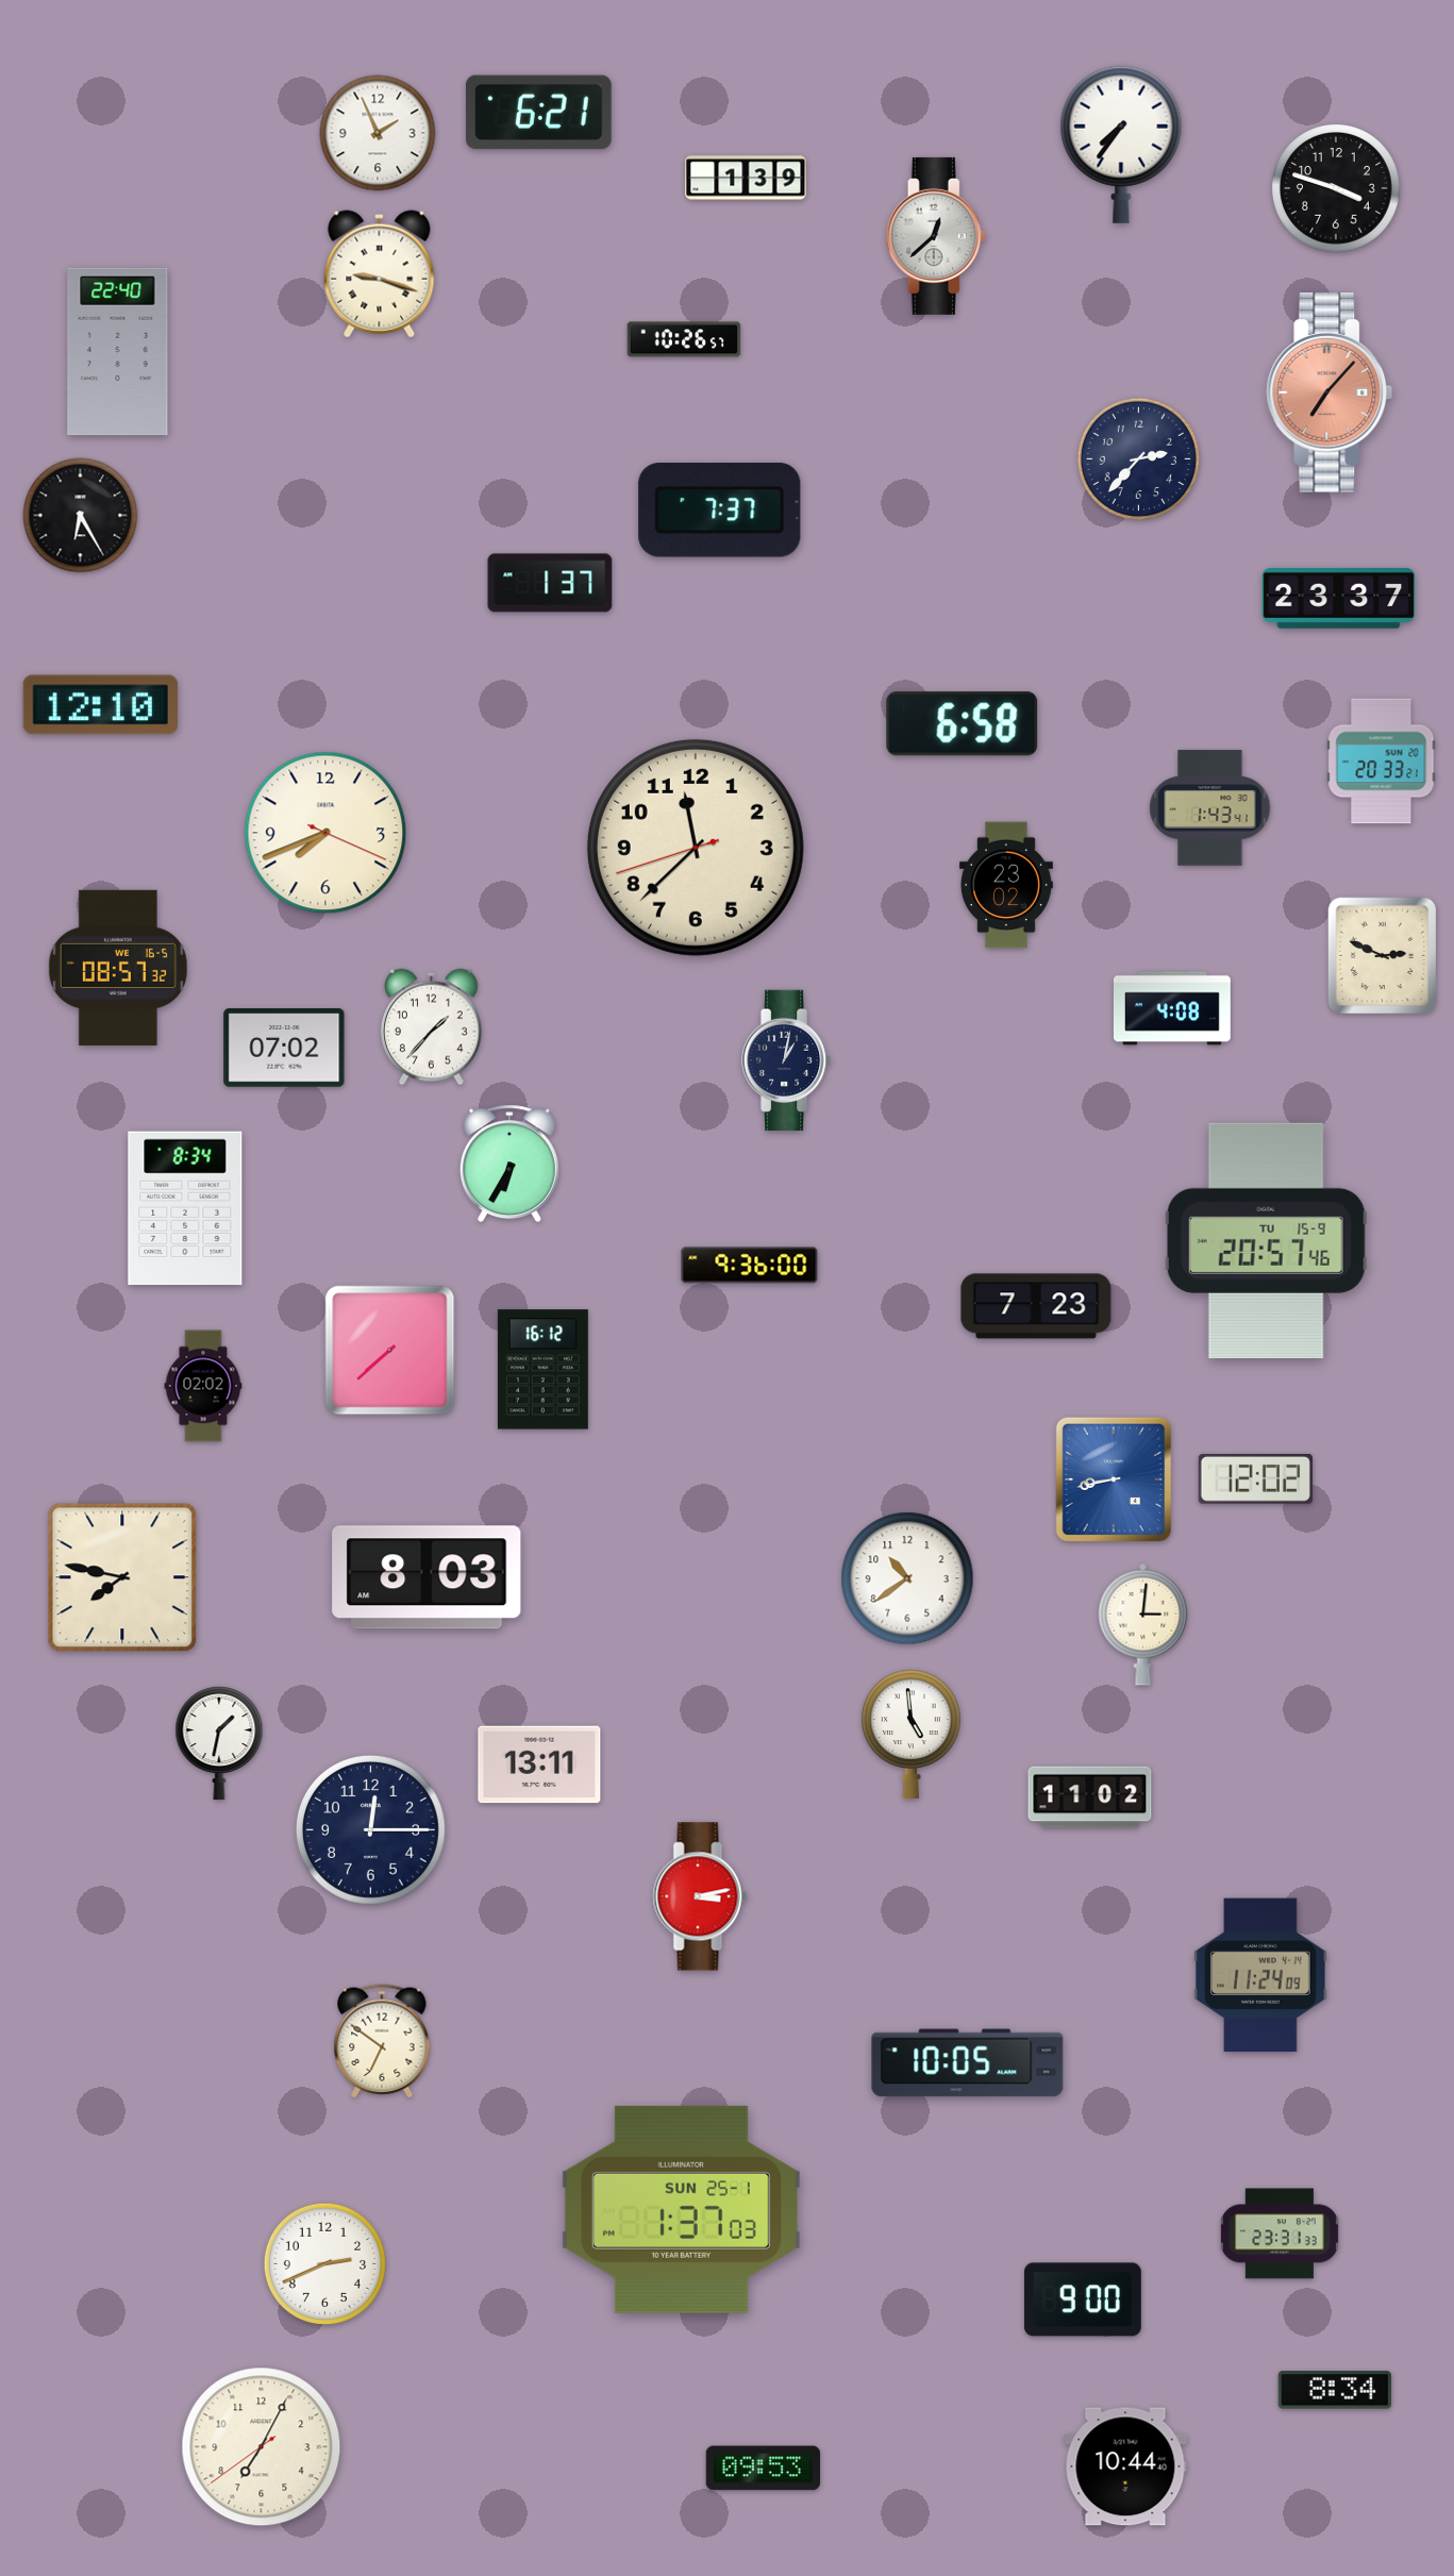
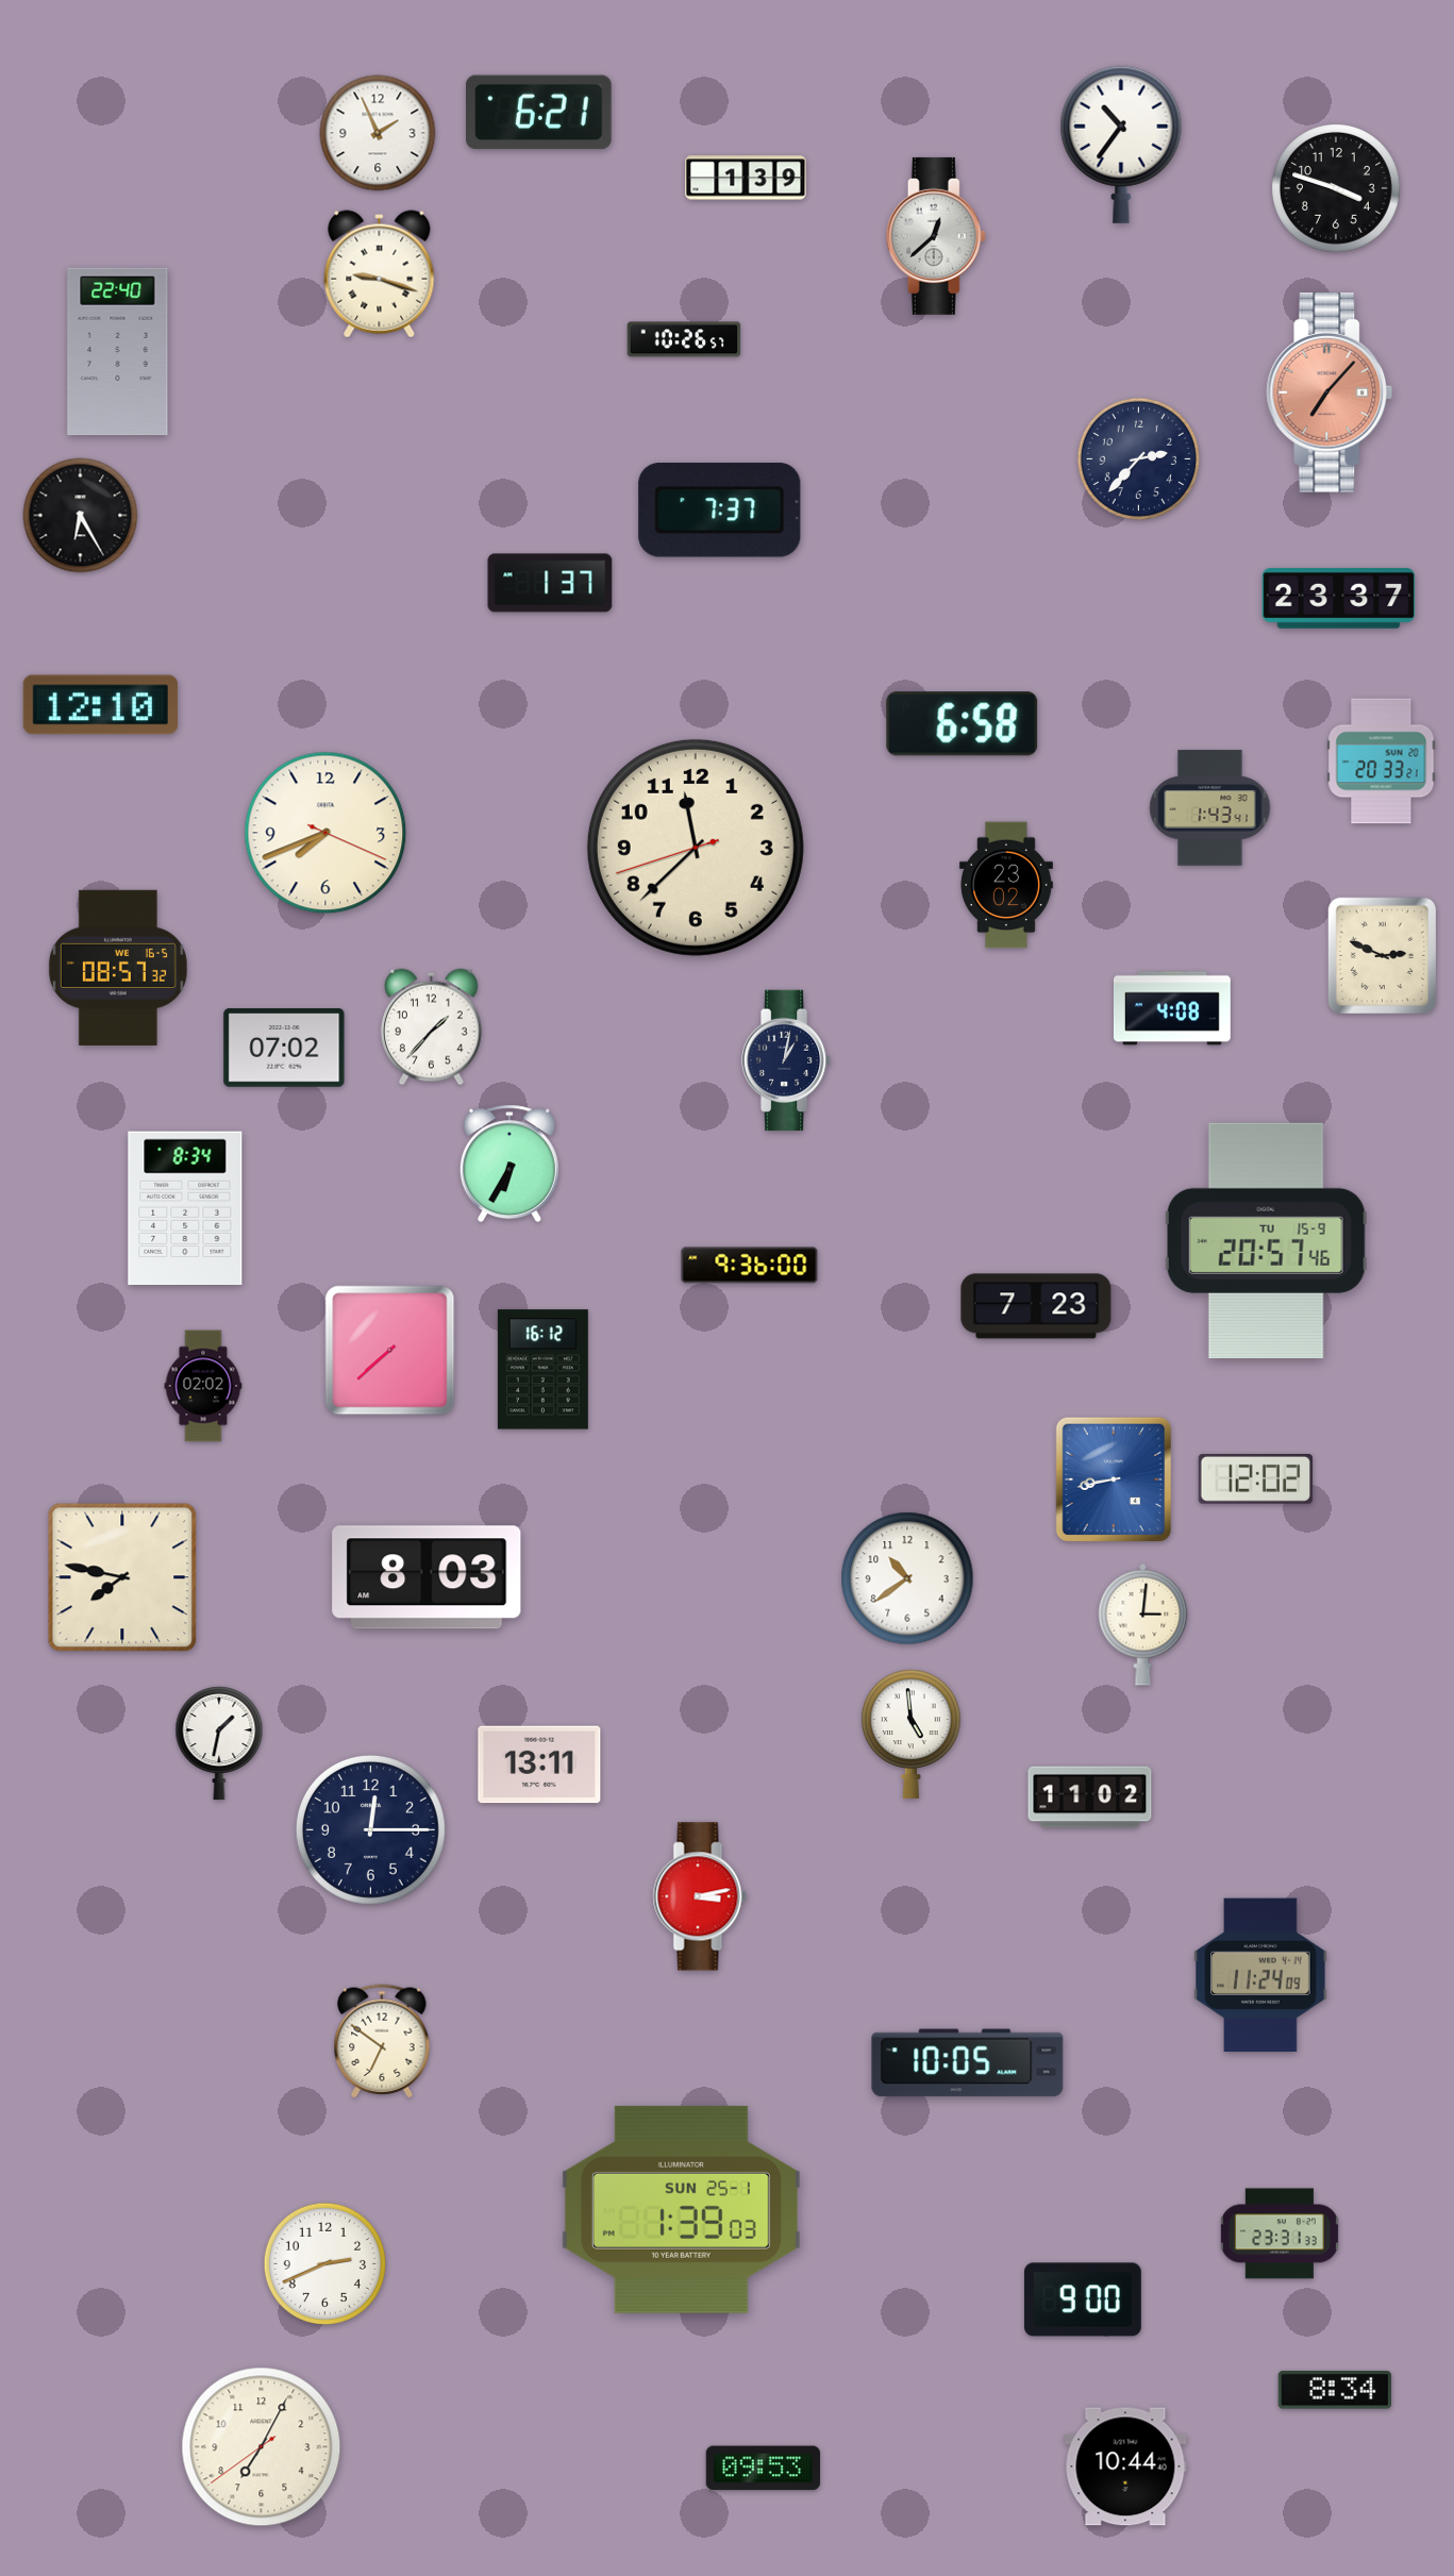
clock at (1121, 145): 7:36 -> 10:36
clock at (681, 2209): 1:37 -> 1:39
